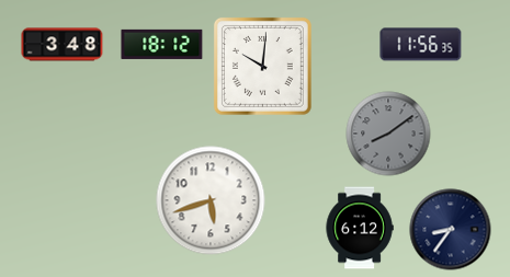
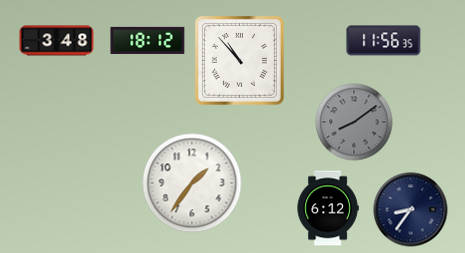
clock at (262, 66): 10:01 -> 10:53
clock at (211, 200): 5:42 -> 1:36
